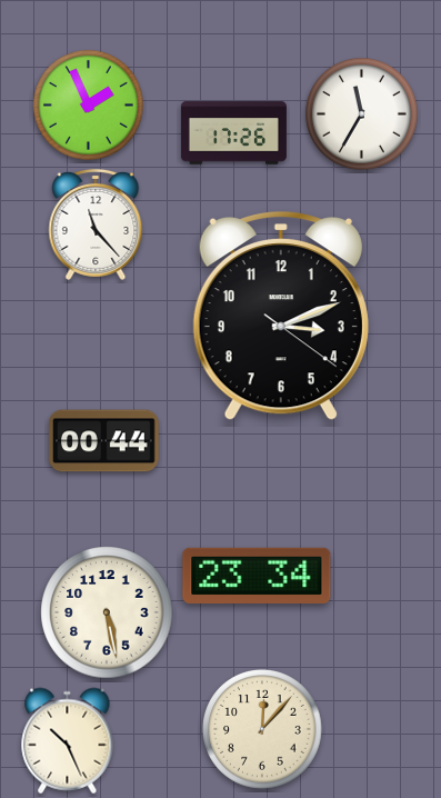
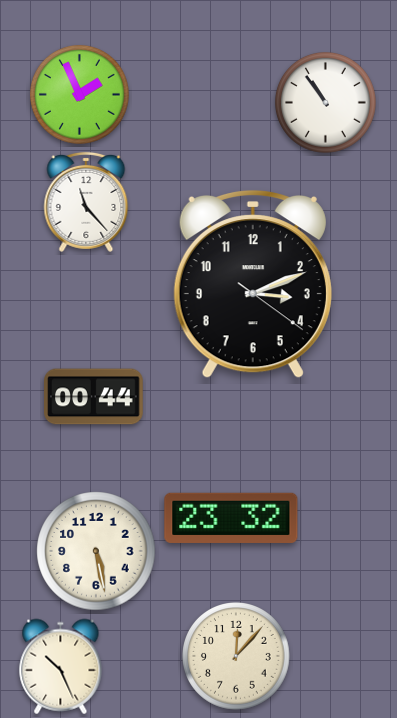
clock at (362, 114): 11:35 -> 10:54
clock at (233, 133): 17:26 -> none
clock at (257, 576): 23:34 -> 23:32
